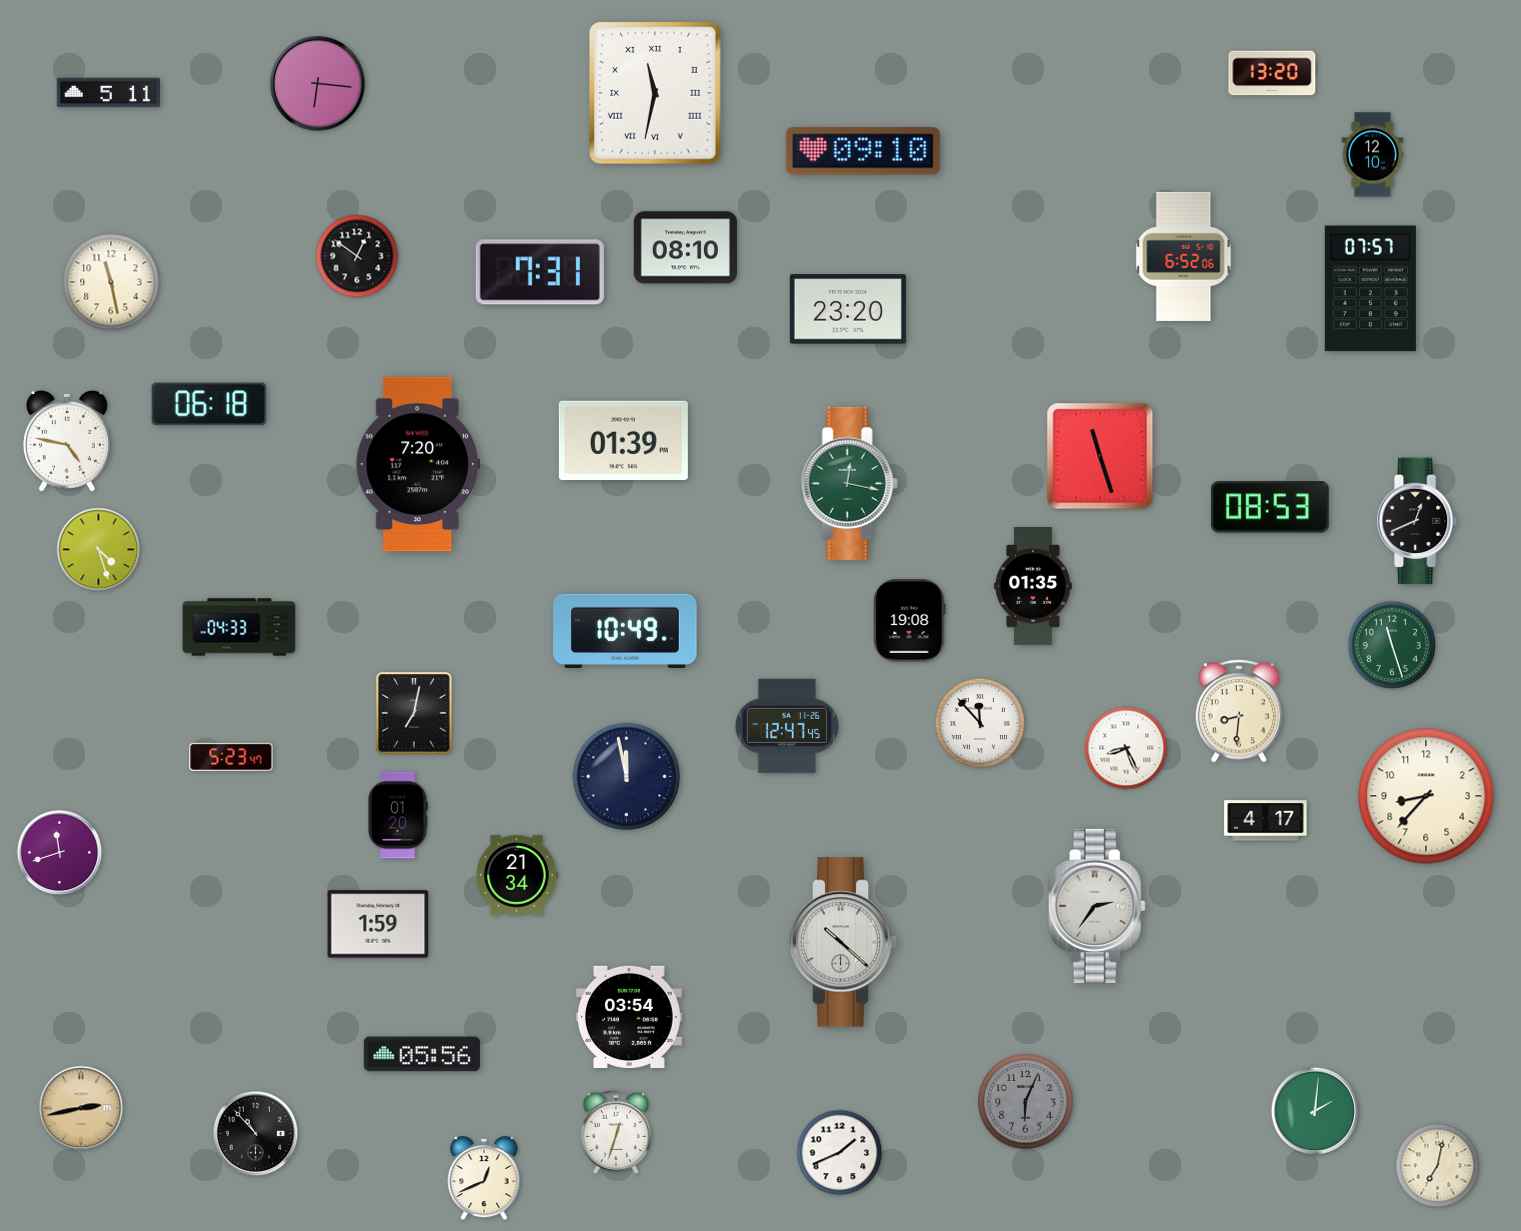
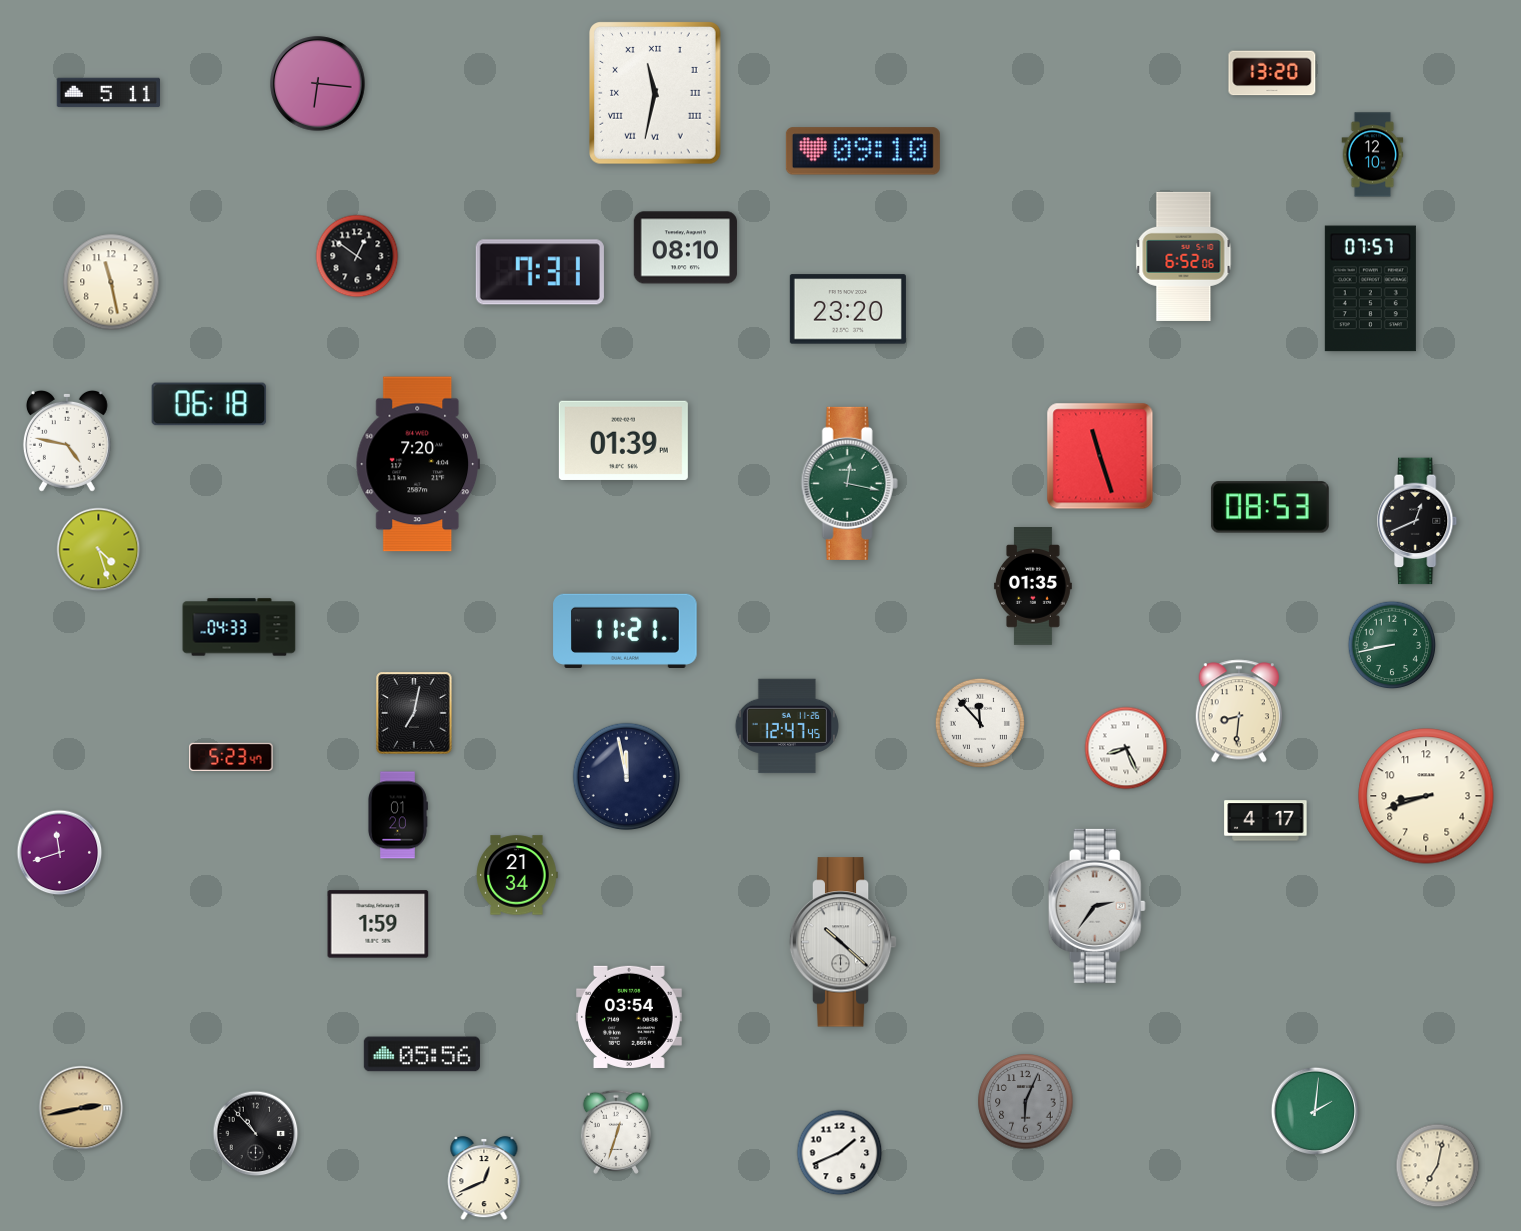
clock at (910, 621): 19:08 -> none
clock at (625, 631): 10:49 -> 11:21
clock at (1392, 645): 11:27 -> 8:43
clock at (1426, 796): 8:37 -> 8:42
